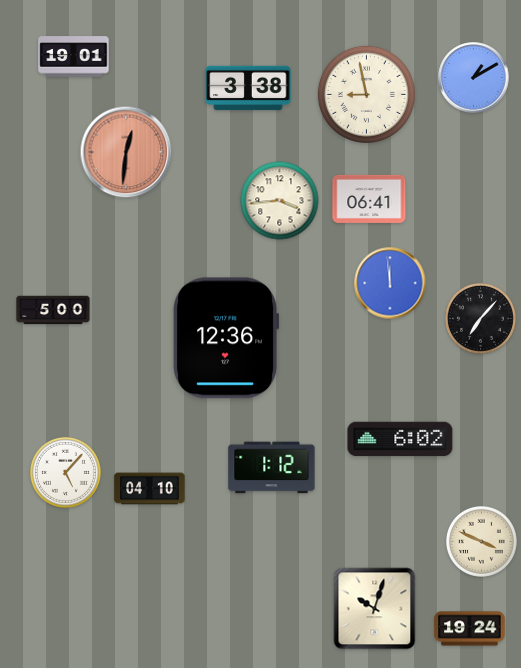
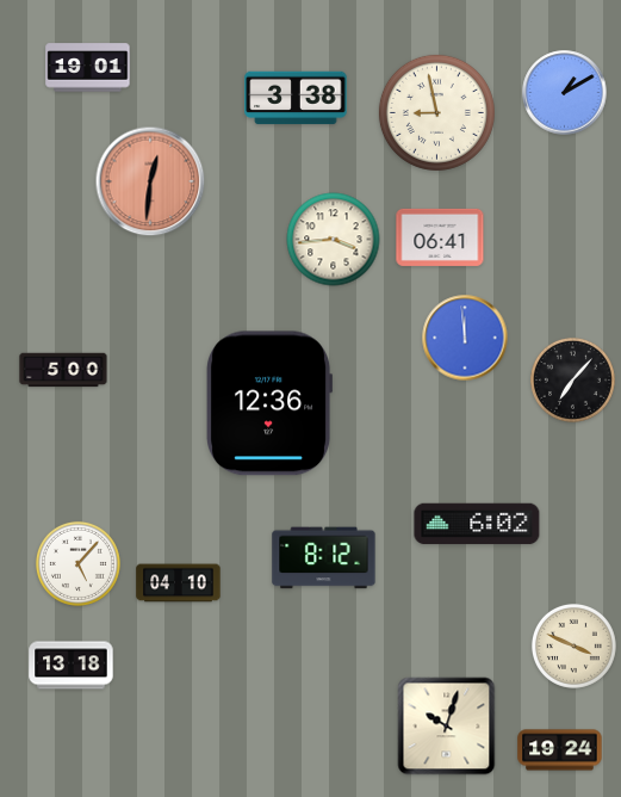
clock at (248, 88) position: (248, 88) -> (296, 98)
clock at (272, 468): 1:12 -> 8:12
clock at (72, 666): none -> 13:18
